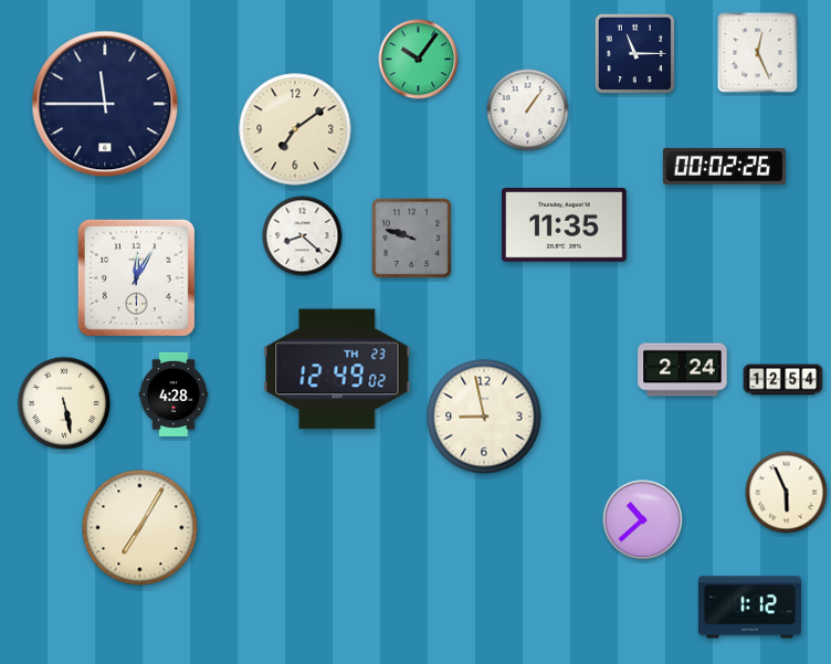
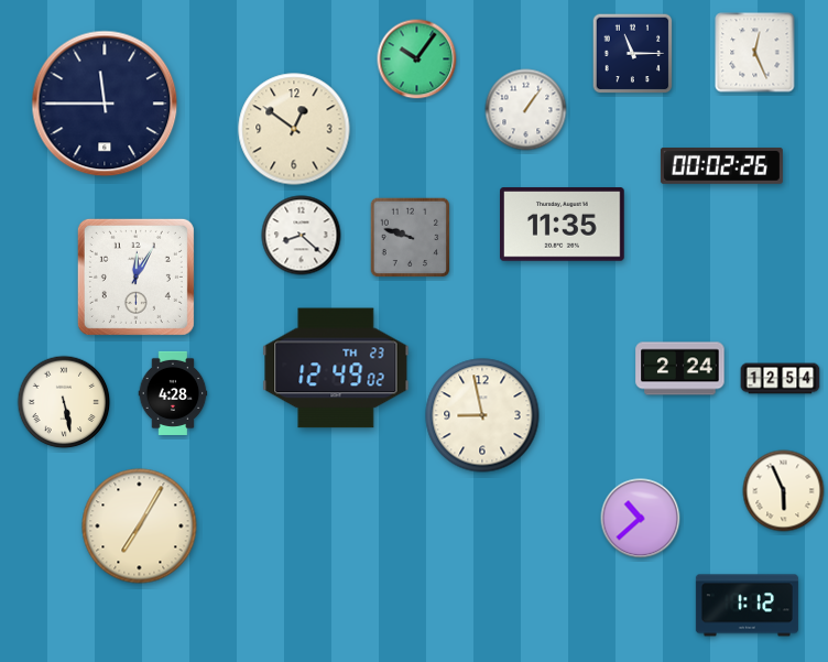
clock at (295, 129): 7:09 -> 12:51
